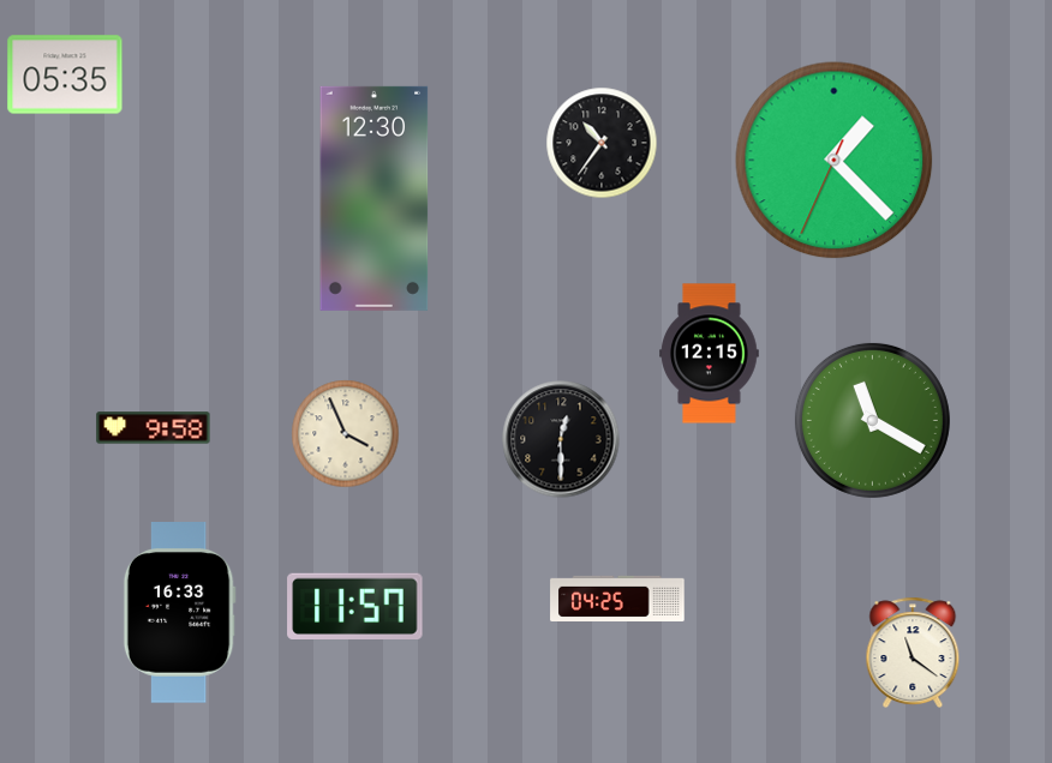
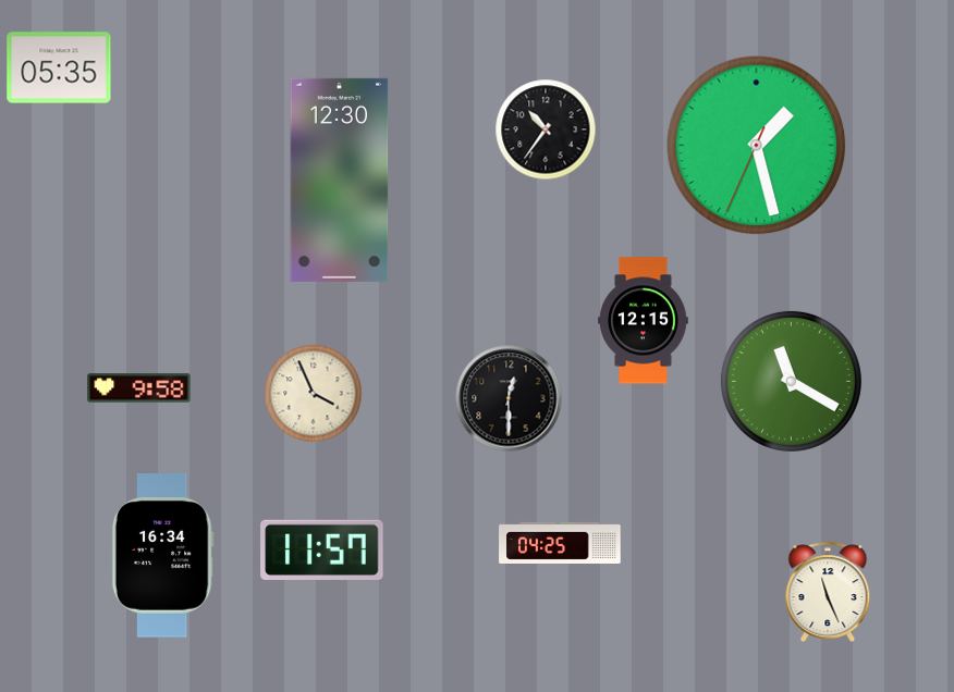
clock at (835, 161): 1:22 -> 1:27
clock at (179, 613): 16:33 -> 16:34
clock at (913, 651): 11:21 -> 11:26
